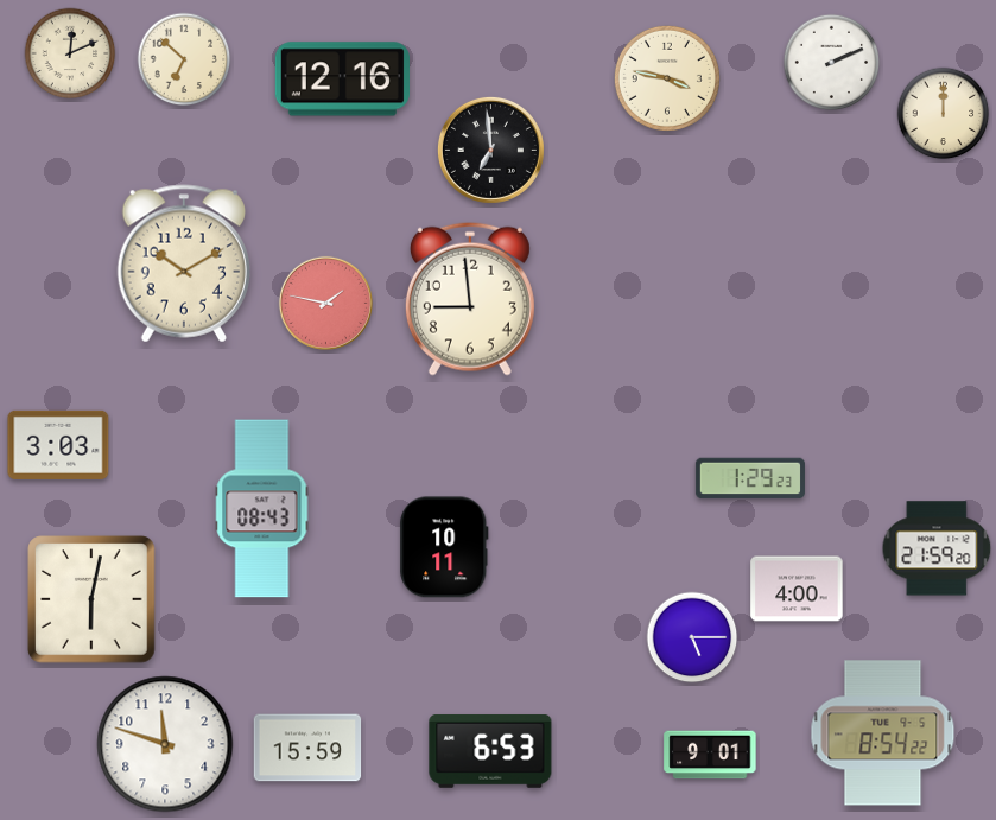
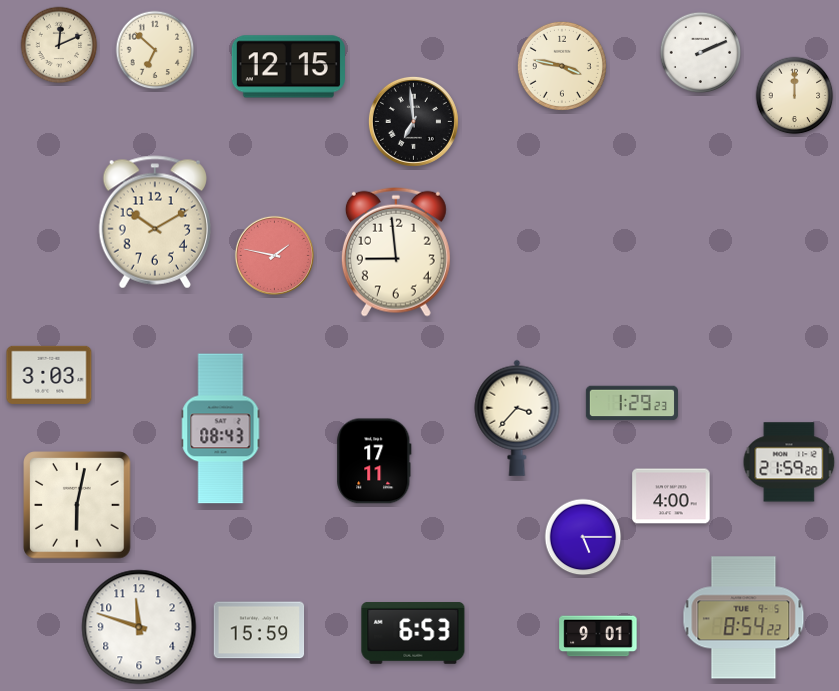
clock at (342, 80): 12:16 -> 12:15
clock at (490, 150) position: (490, 150) -> (413, 121)
clock at (517, 418): none -> 3:37
clock at (444, 547): 10:11 -> 17:11
